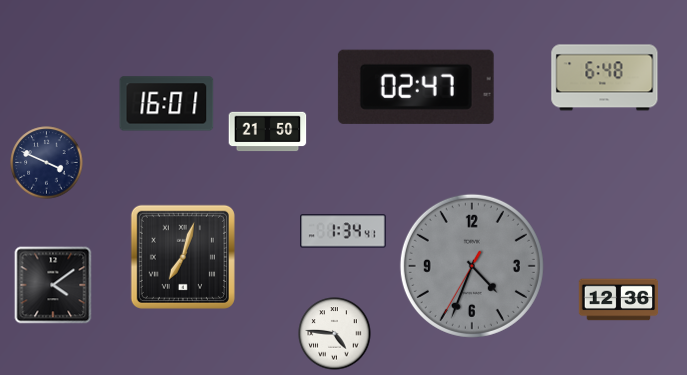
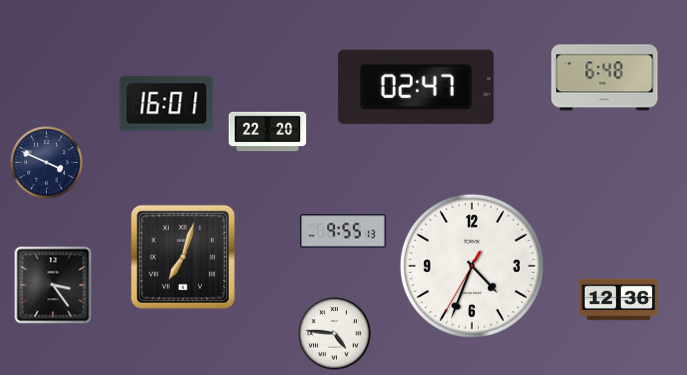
clock at (268, 132): 21:50 -> 22:20
clock at (343, 231): 1:34 -> 9:55
clock at (472, 266) dial: grey -> white
clock at (53, 285): 4:09 -> 3:24
